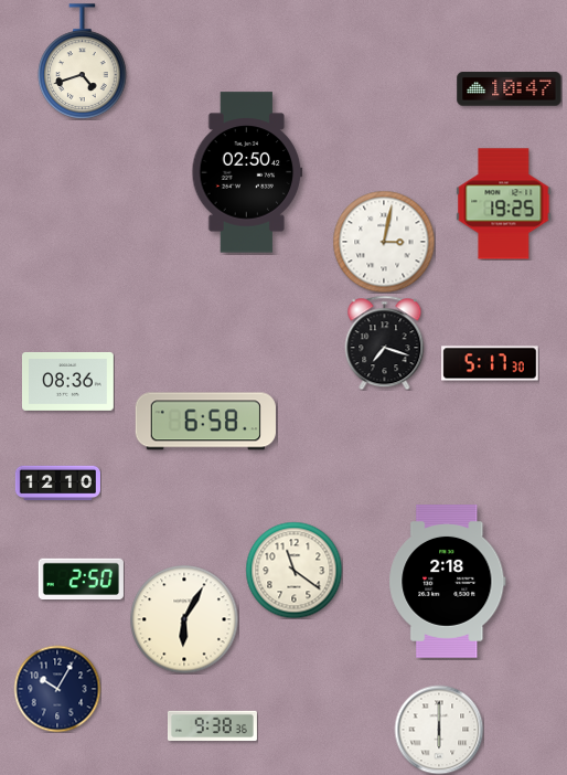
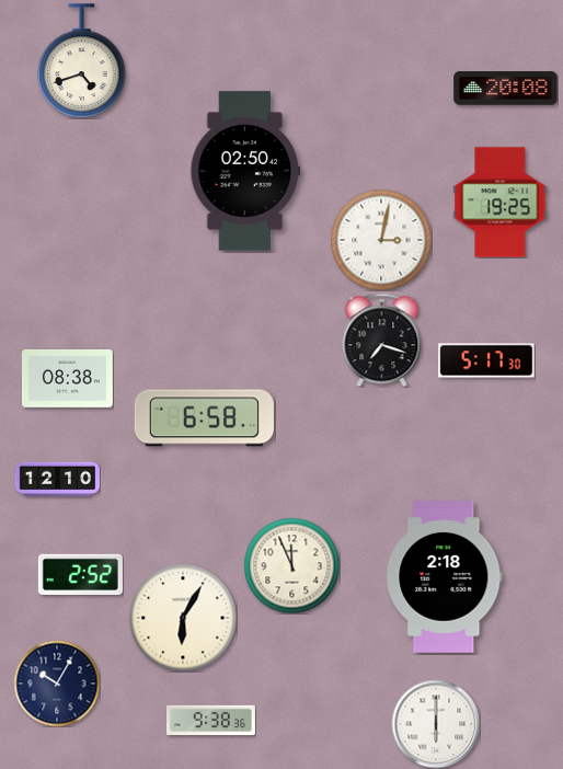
clock at (510, 89): 10:47 -> 20:08
clock at (67, 381): 08:36 -> 08:38
clock at (293, 570): 11:21 -> 11:56
clock at (81, 578): 2:50 -> 2:52
clock at (184, 619) position: (184, 619) -> (183, 618)
